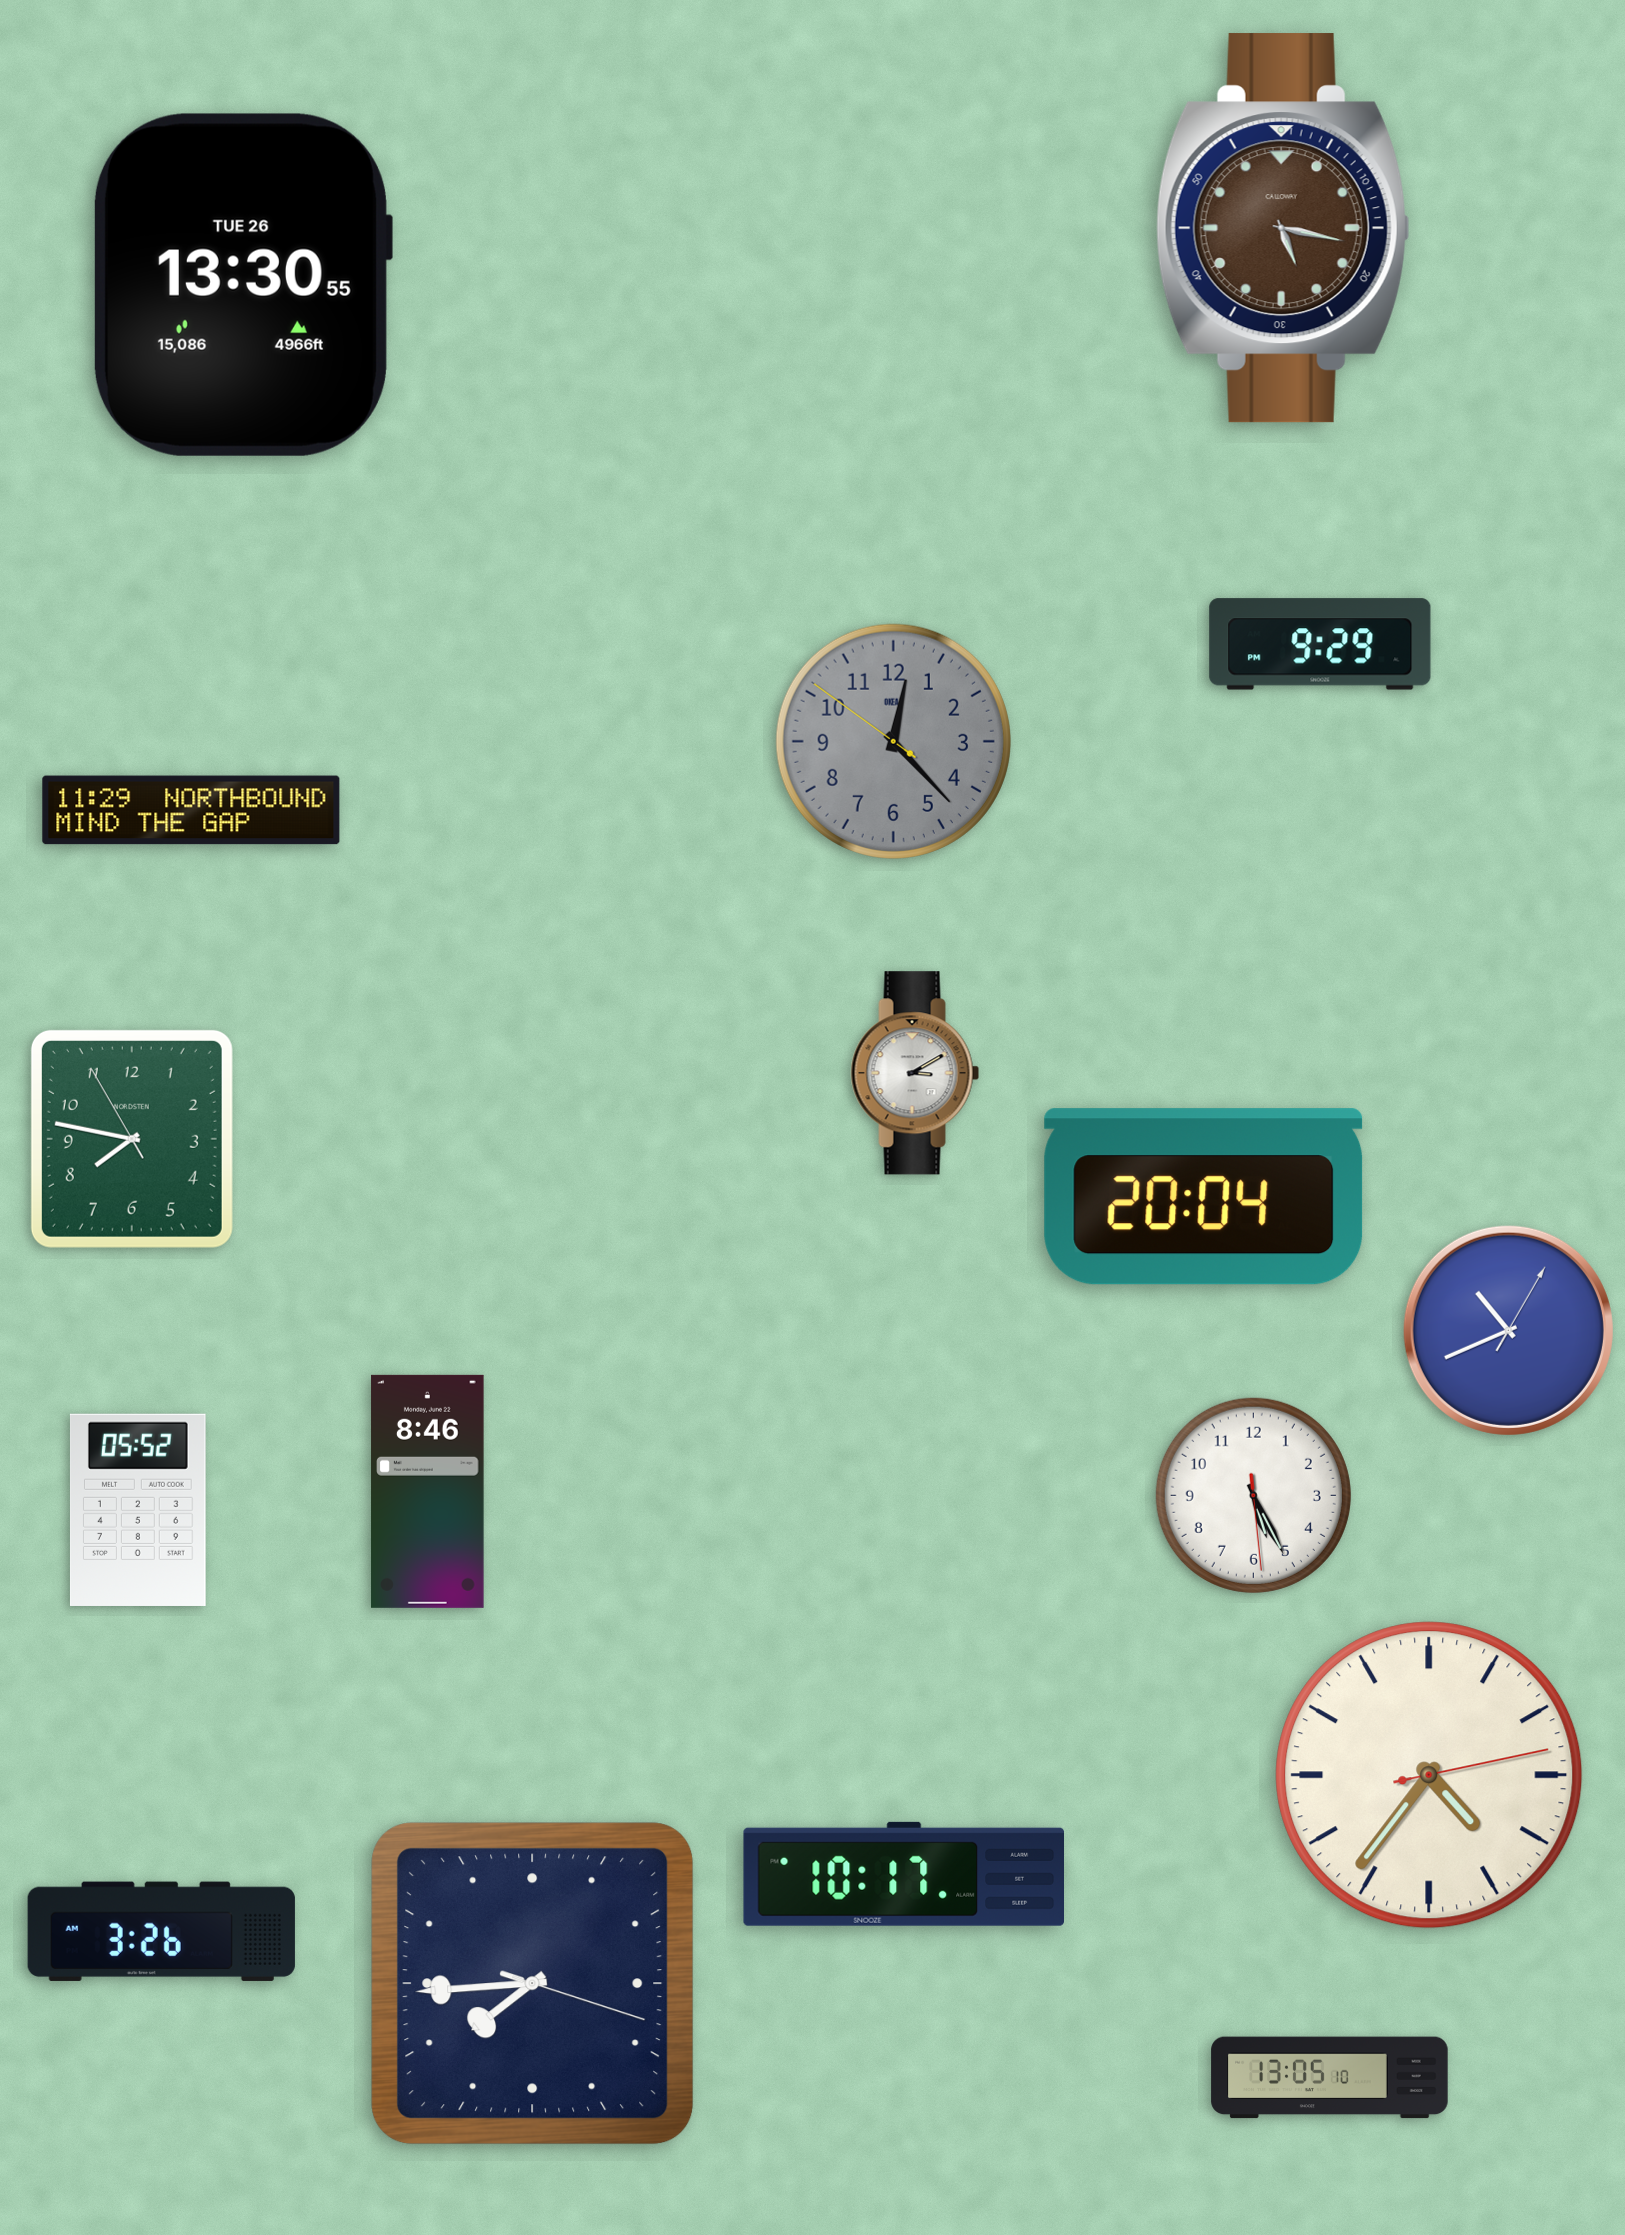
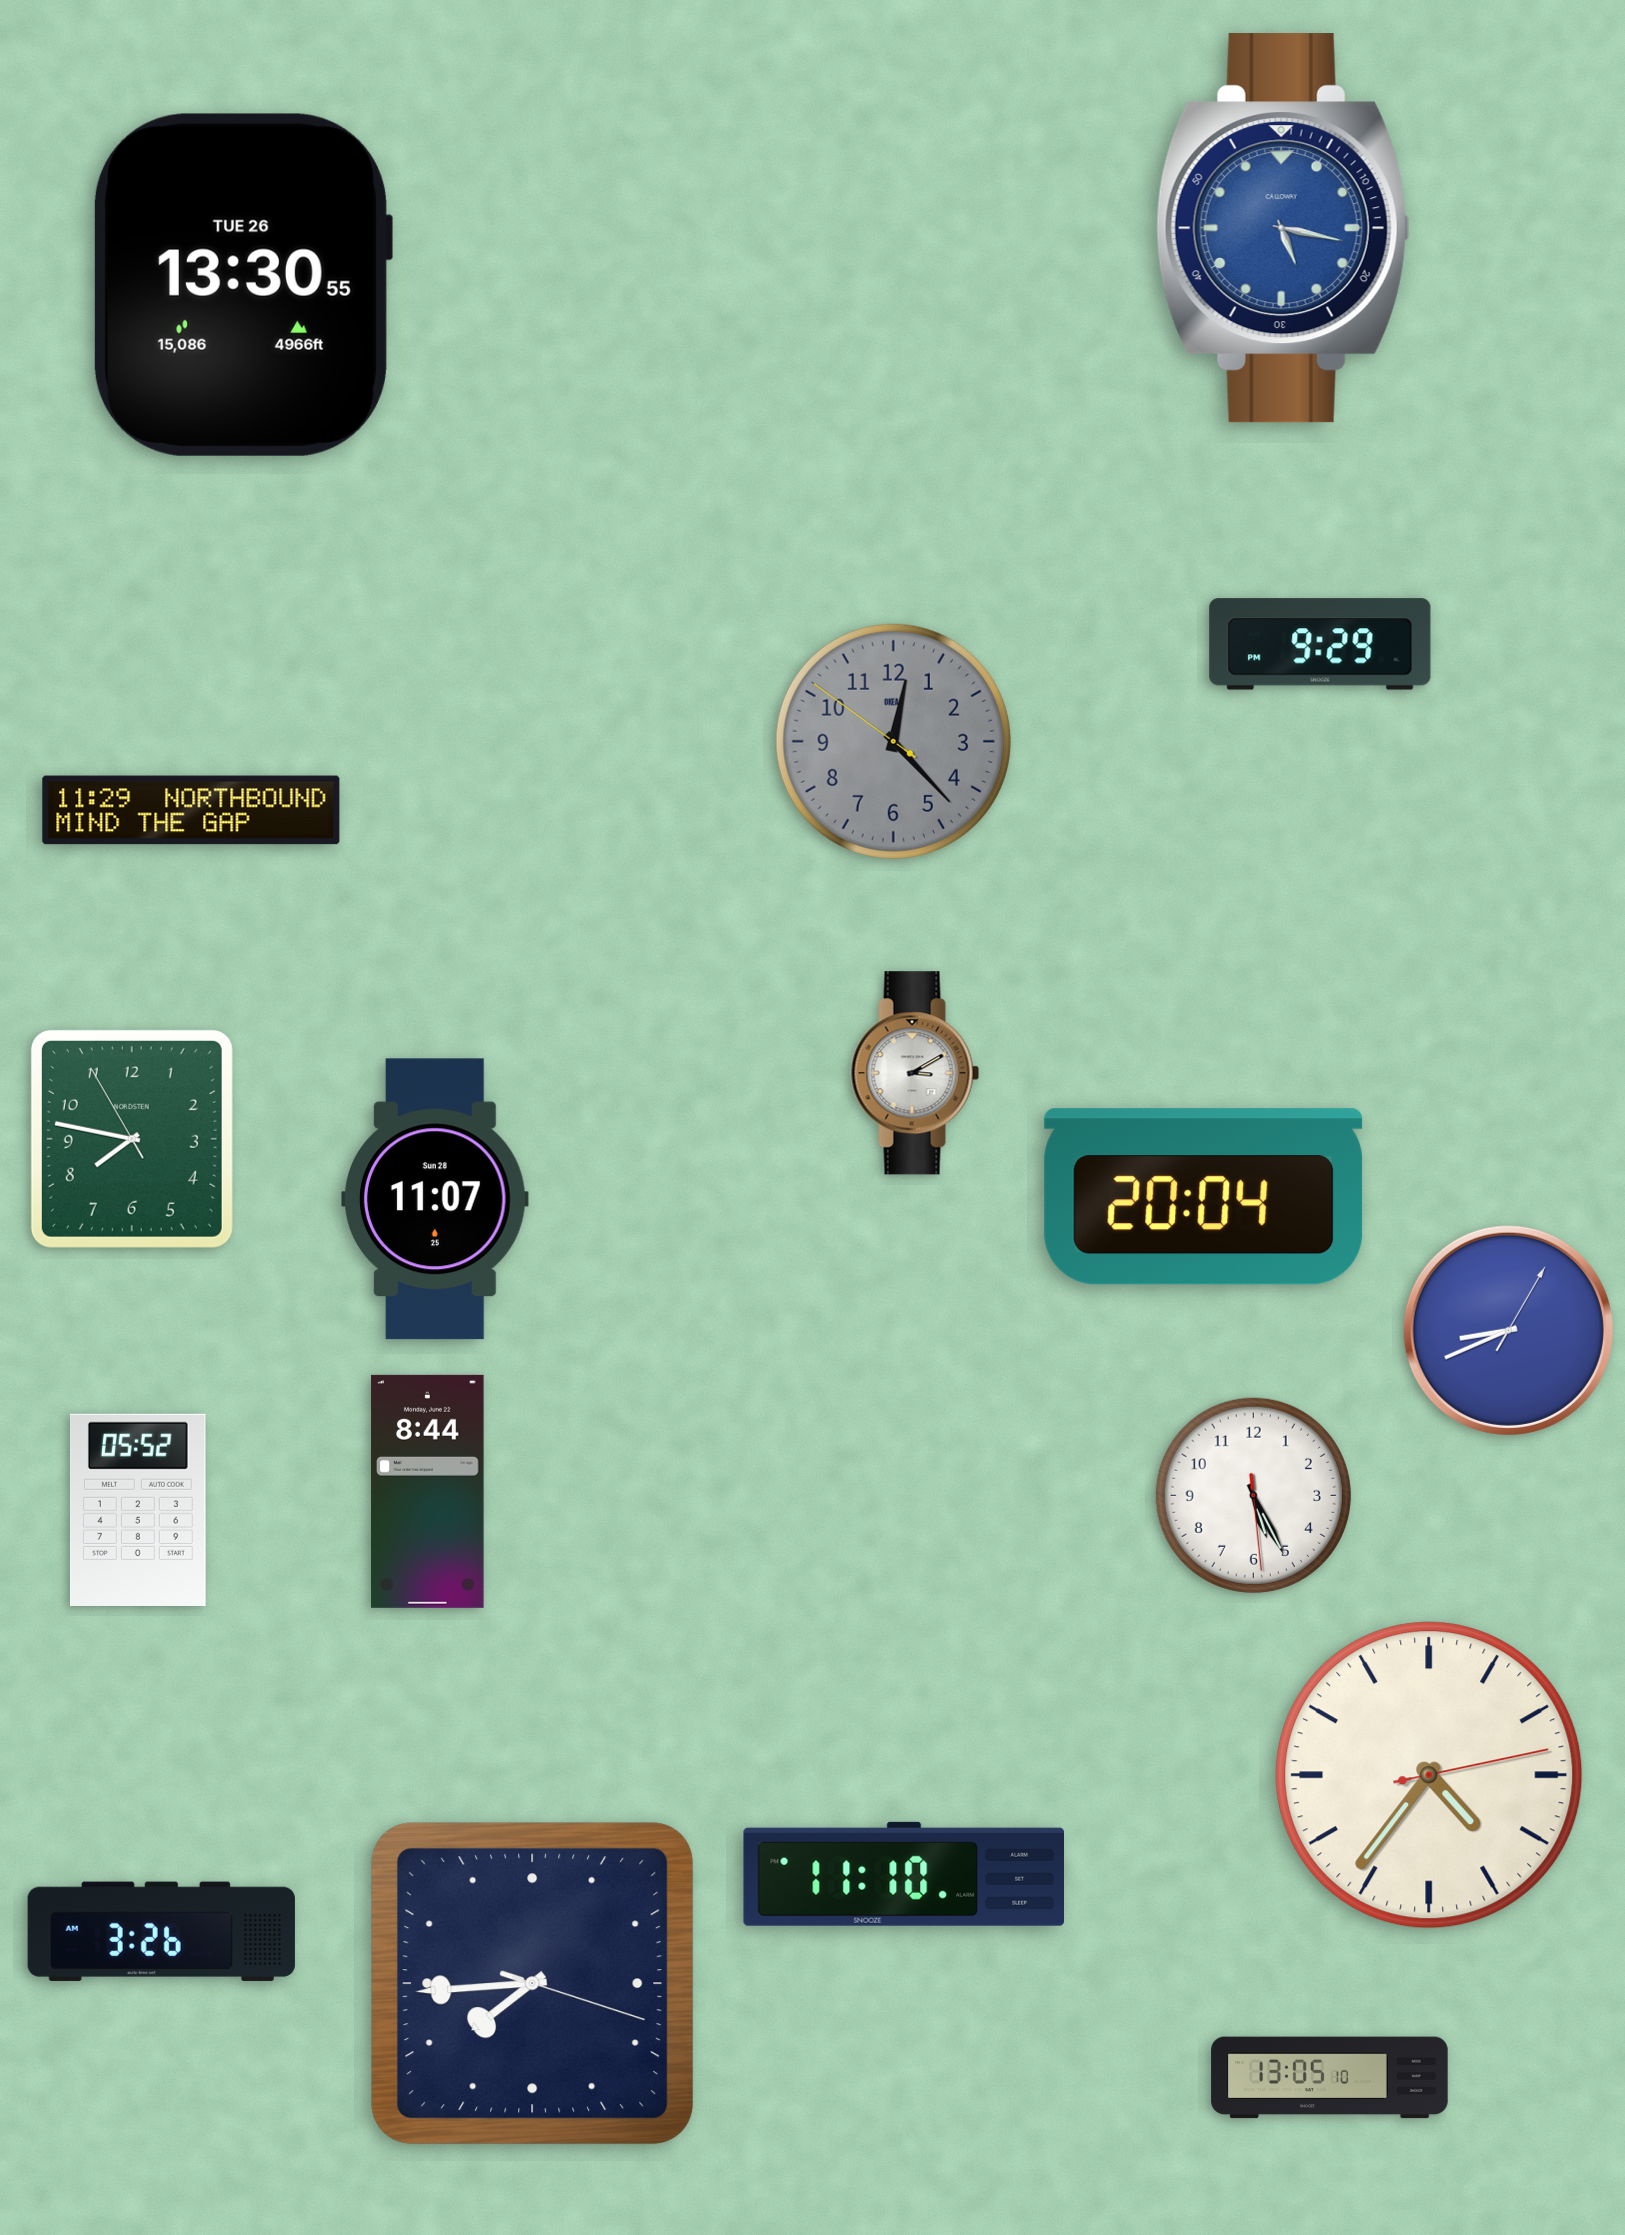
clock at (1283, 228) dial: brown -> blue
clock at (436, 1199): none -> 11:07
clock at (1508, 1330): 10:41 -> 8:41
clock at (428, 1491): 8:46 -> 8:44
clock at (903, 1874): 10:17 -> 11:10
